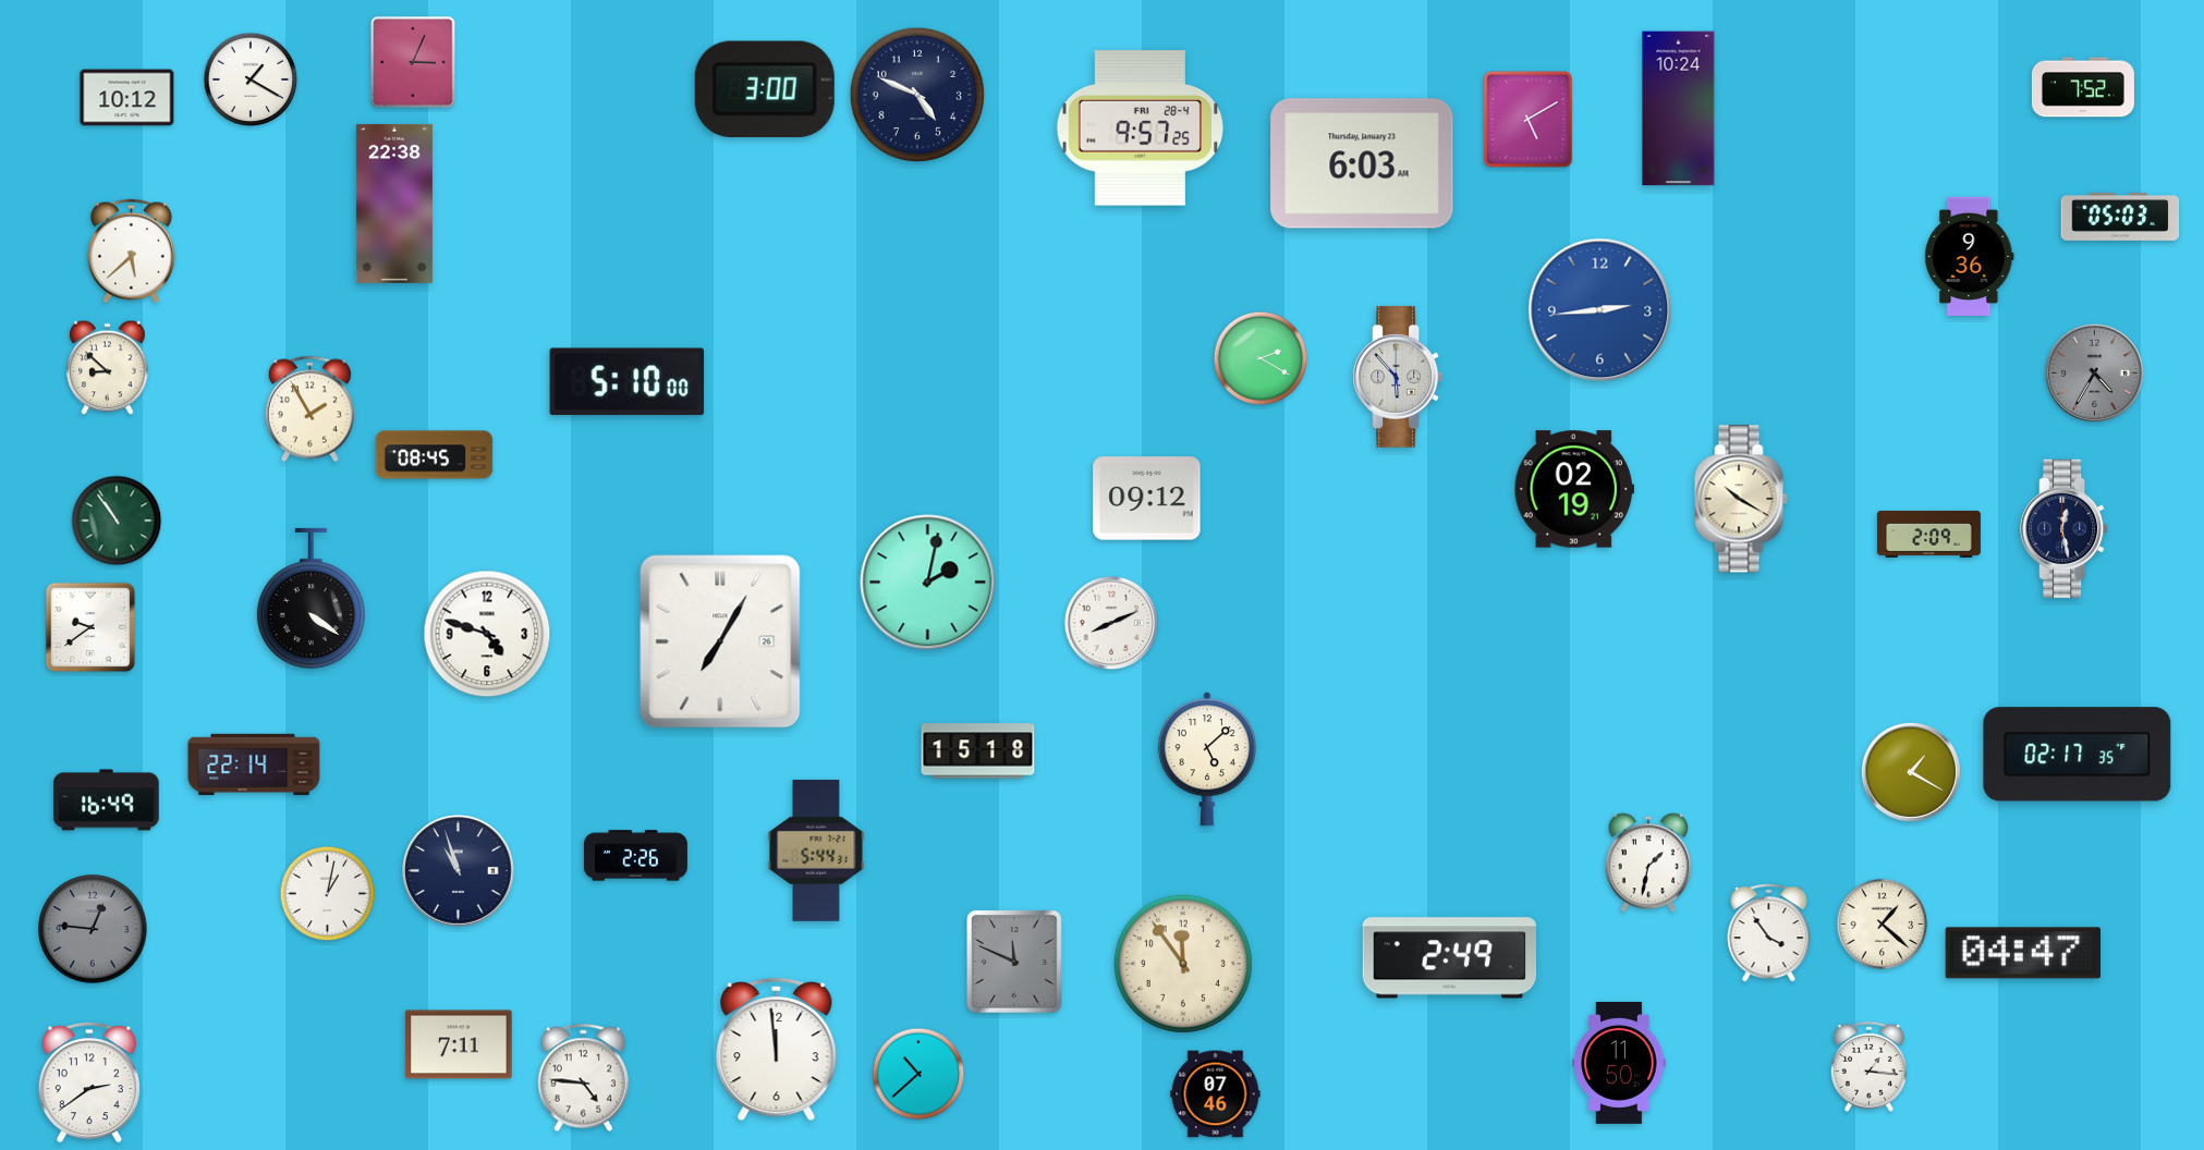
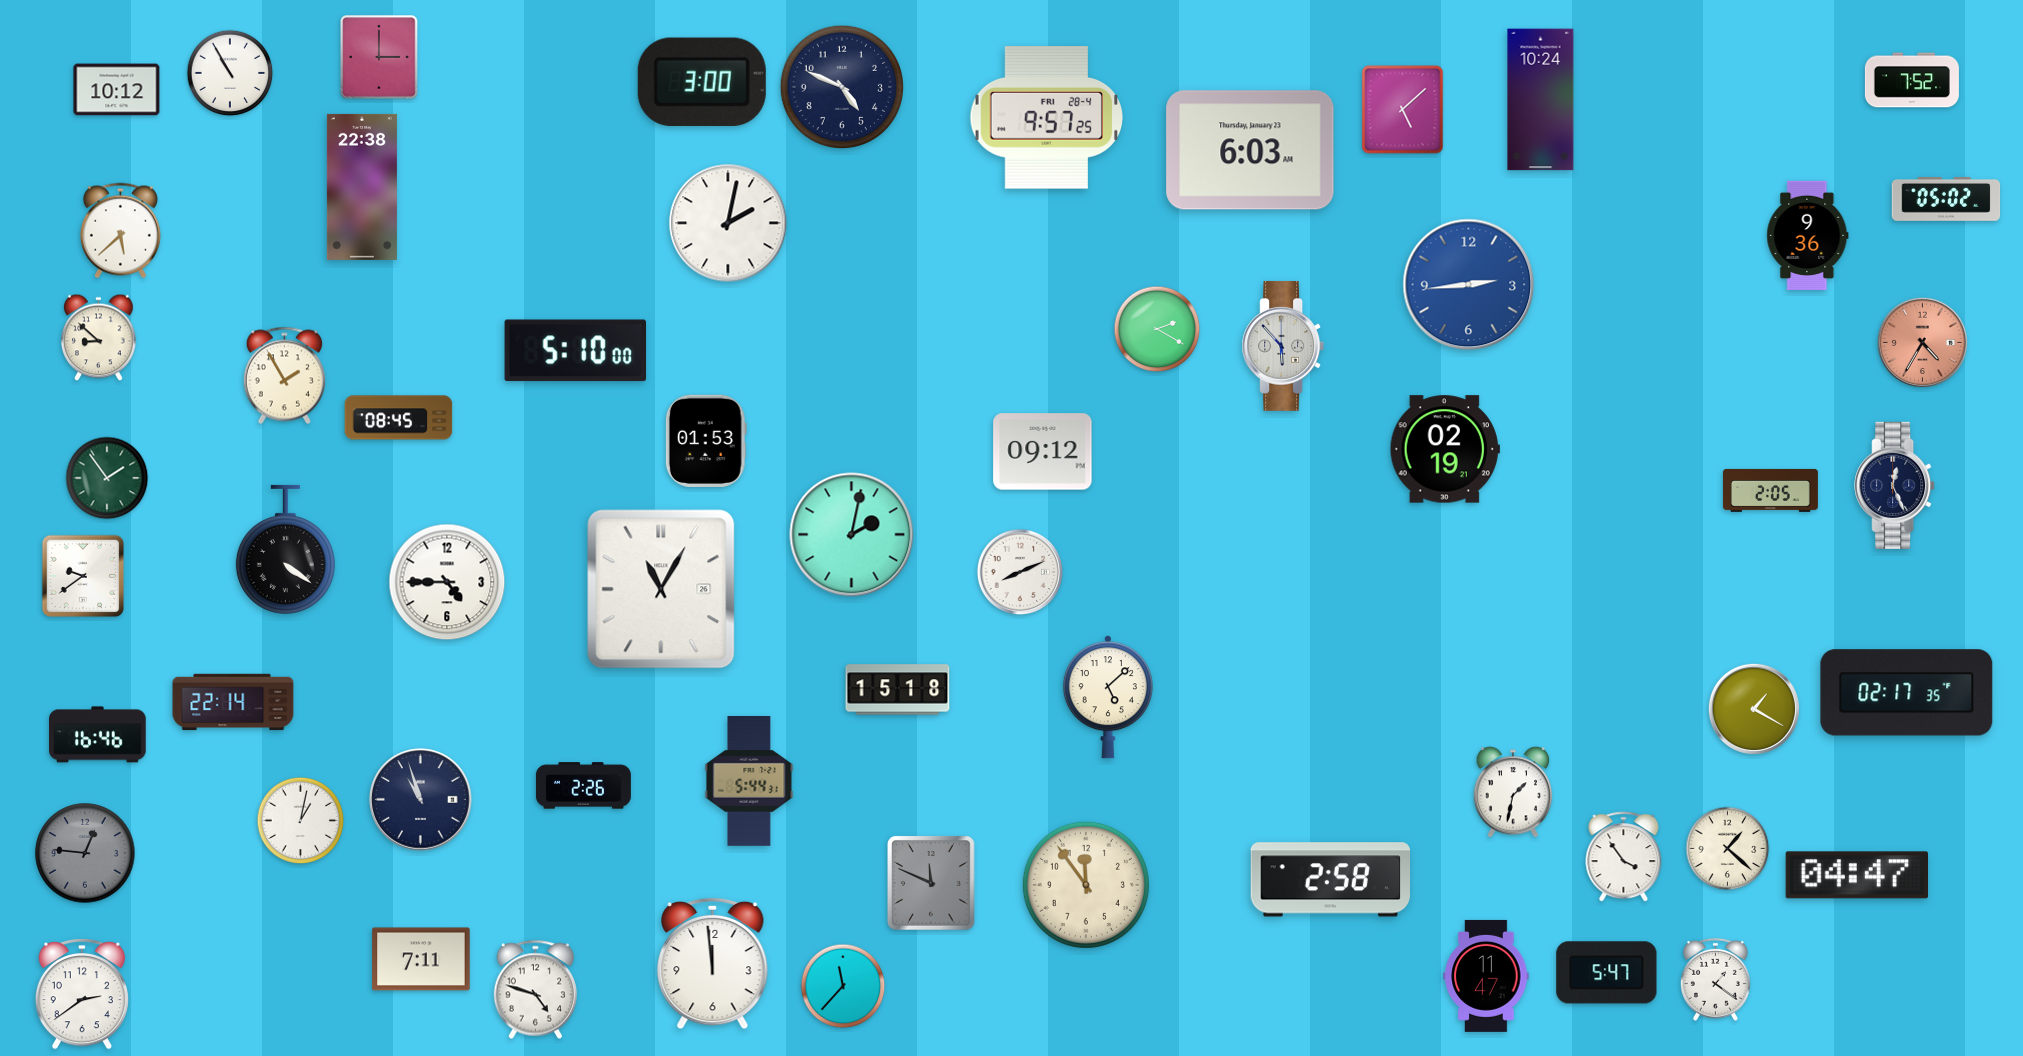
clock at (413, 62): 3:04 -> 3:00
clock at (251, 79): 1:20 -> 10:55
clock at (1529, 120): 5:10 -> 5:08
clock at (2120, 217): 05:03 -> 05:02
clock at (728, 223): none -> 2:02
clock at (2094, 372) dial: grey -> salmon
clock at (706, 441): none -> 01:53
clock at (1147, 499) position: (1147, 499) -> (1043, 452)
clock at (1741, 499): 10:20 -> none
clock at (117, 521): 10:54 -> 1:54
clock at (2065, 528): 12:28 -> 12:26
clock at (1928, 534): 2:09 -> 2:05
clock at (487, 634): 4:48 -> 4:45
clock at (720, 641): 7:05 -> 11:05
clock at (107, 800): 16:49 -> 16:46
clock at (1449, 958): 2:49 -> 2:58
clock at (1607, 973): none -> 5:47
clock at (1619, 1063): 11:50 -> 11:47
clock at (1868, 1066): 1:16 -> 1:21
clock at (918, 1074): 10:38 -> 11:37
clock at (584, 1078): 4:46 -> 4:48
clock at (1216, 1094): 07:46 -> none
